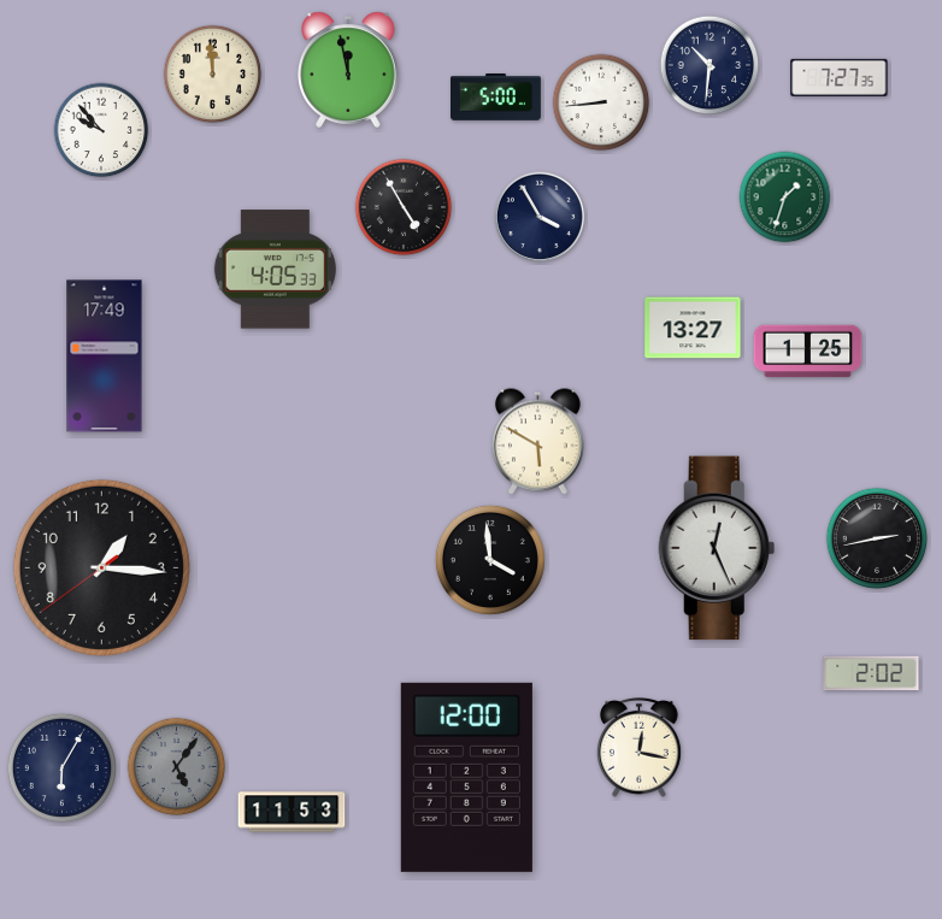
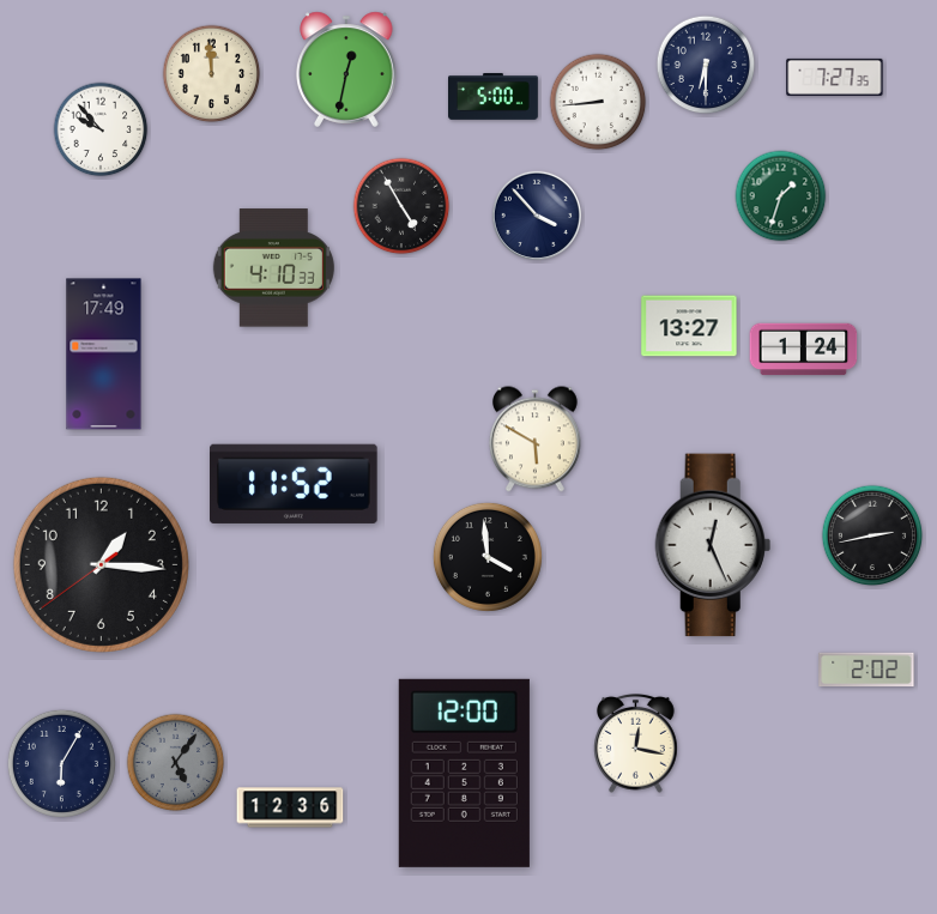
clock at (710, 65): 10:31 -> 6:30
clock at (348, 70): 11:58 -> 12:32
clock at (540, 217): 3:55 -> 3:53
clock at (275, 270): 4:05 -> 4:10
clock at (808, 352): 1:25 -> 1:24
clock at (295, 484): none -> 11:52
clock at (292, 812): 11:53 -> 12:36
